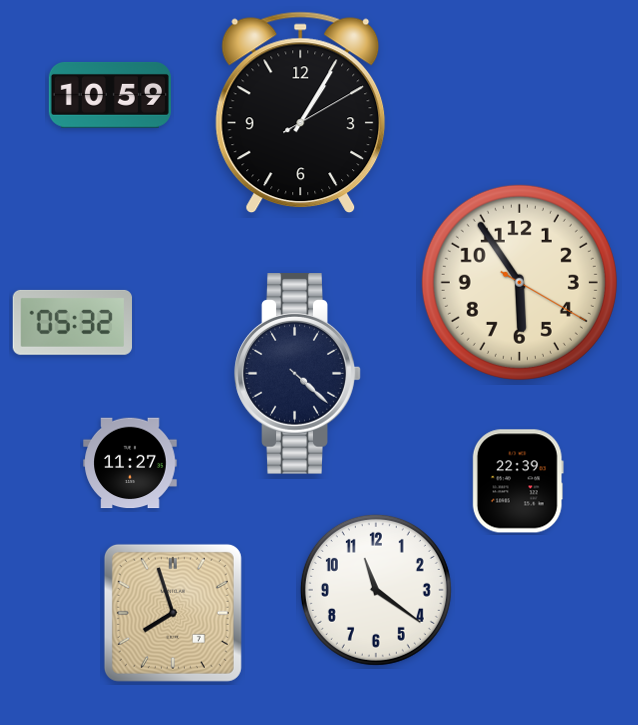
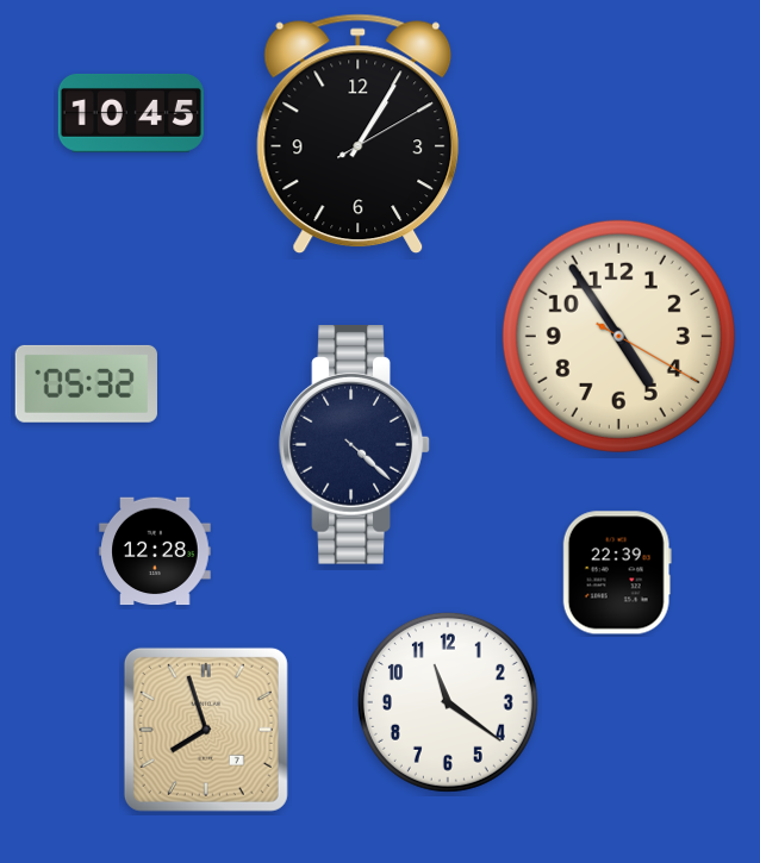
clock at (110, 95): 10:59 -> 10:45
clock at (519, 282): 5:54 -> 4:54
clock at (130, 463): 11:27 -> 12:28
